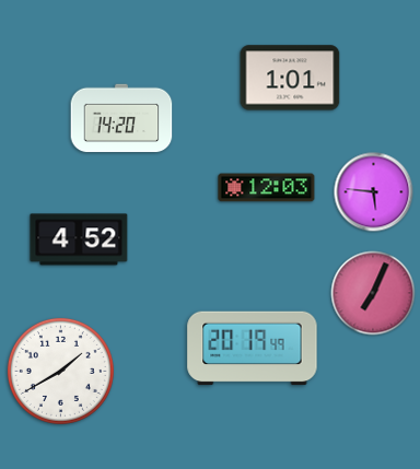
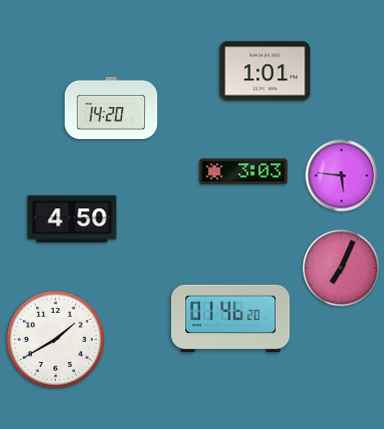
clock at (267, 188): 12:03 -> 3:03
clock at (79, 239): 4:52 -> 4:50
clock at (253, 349): 20:19 -> 01:46
